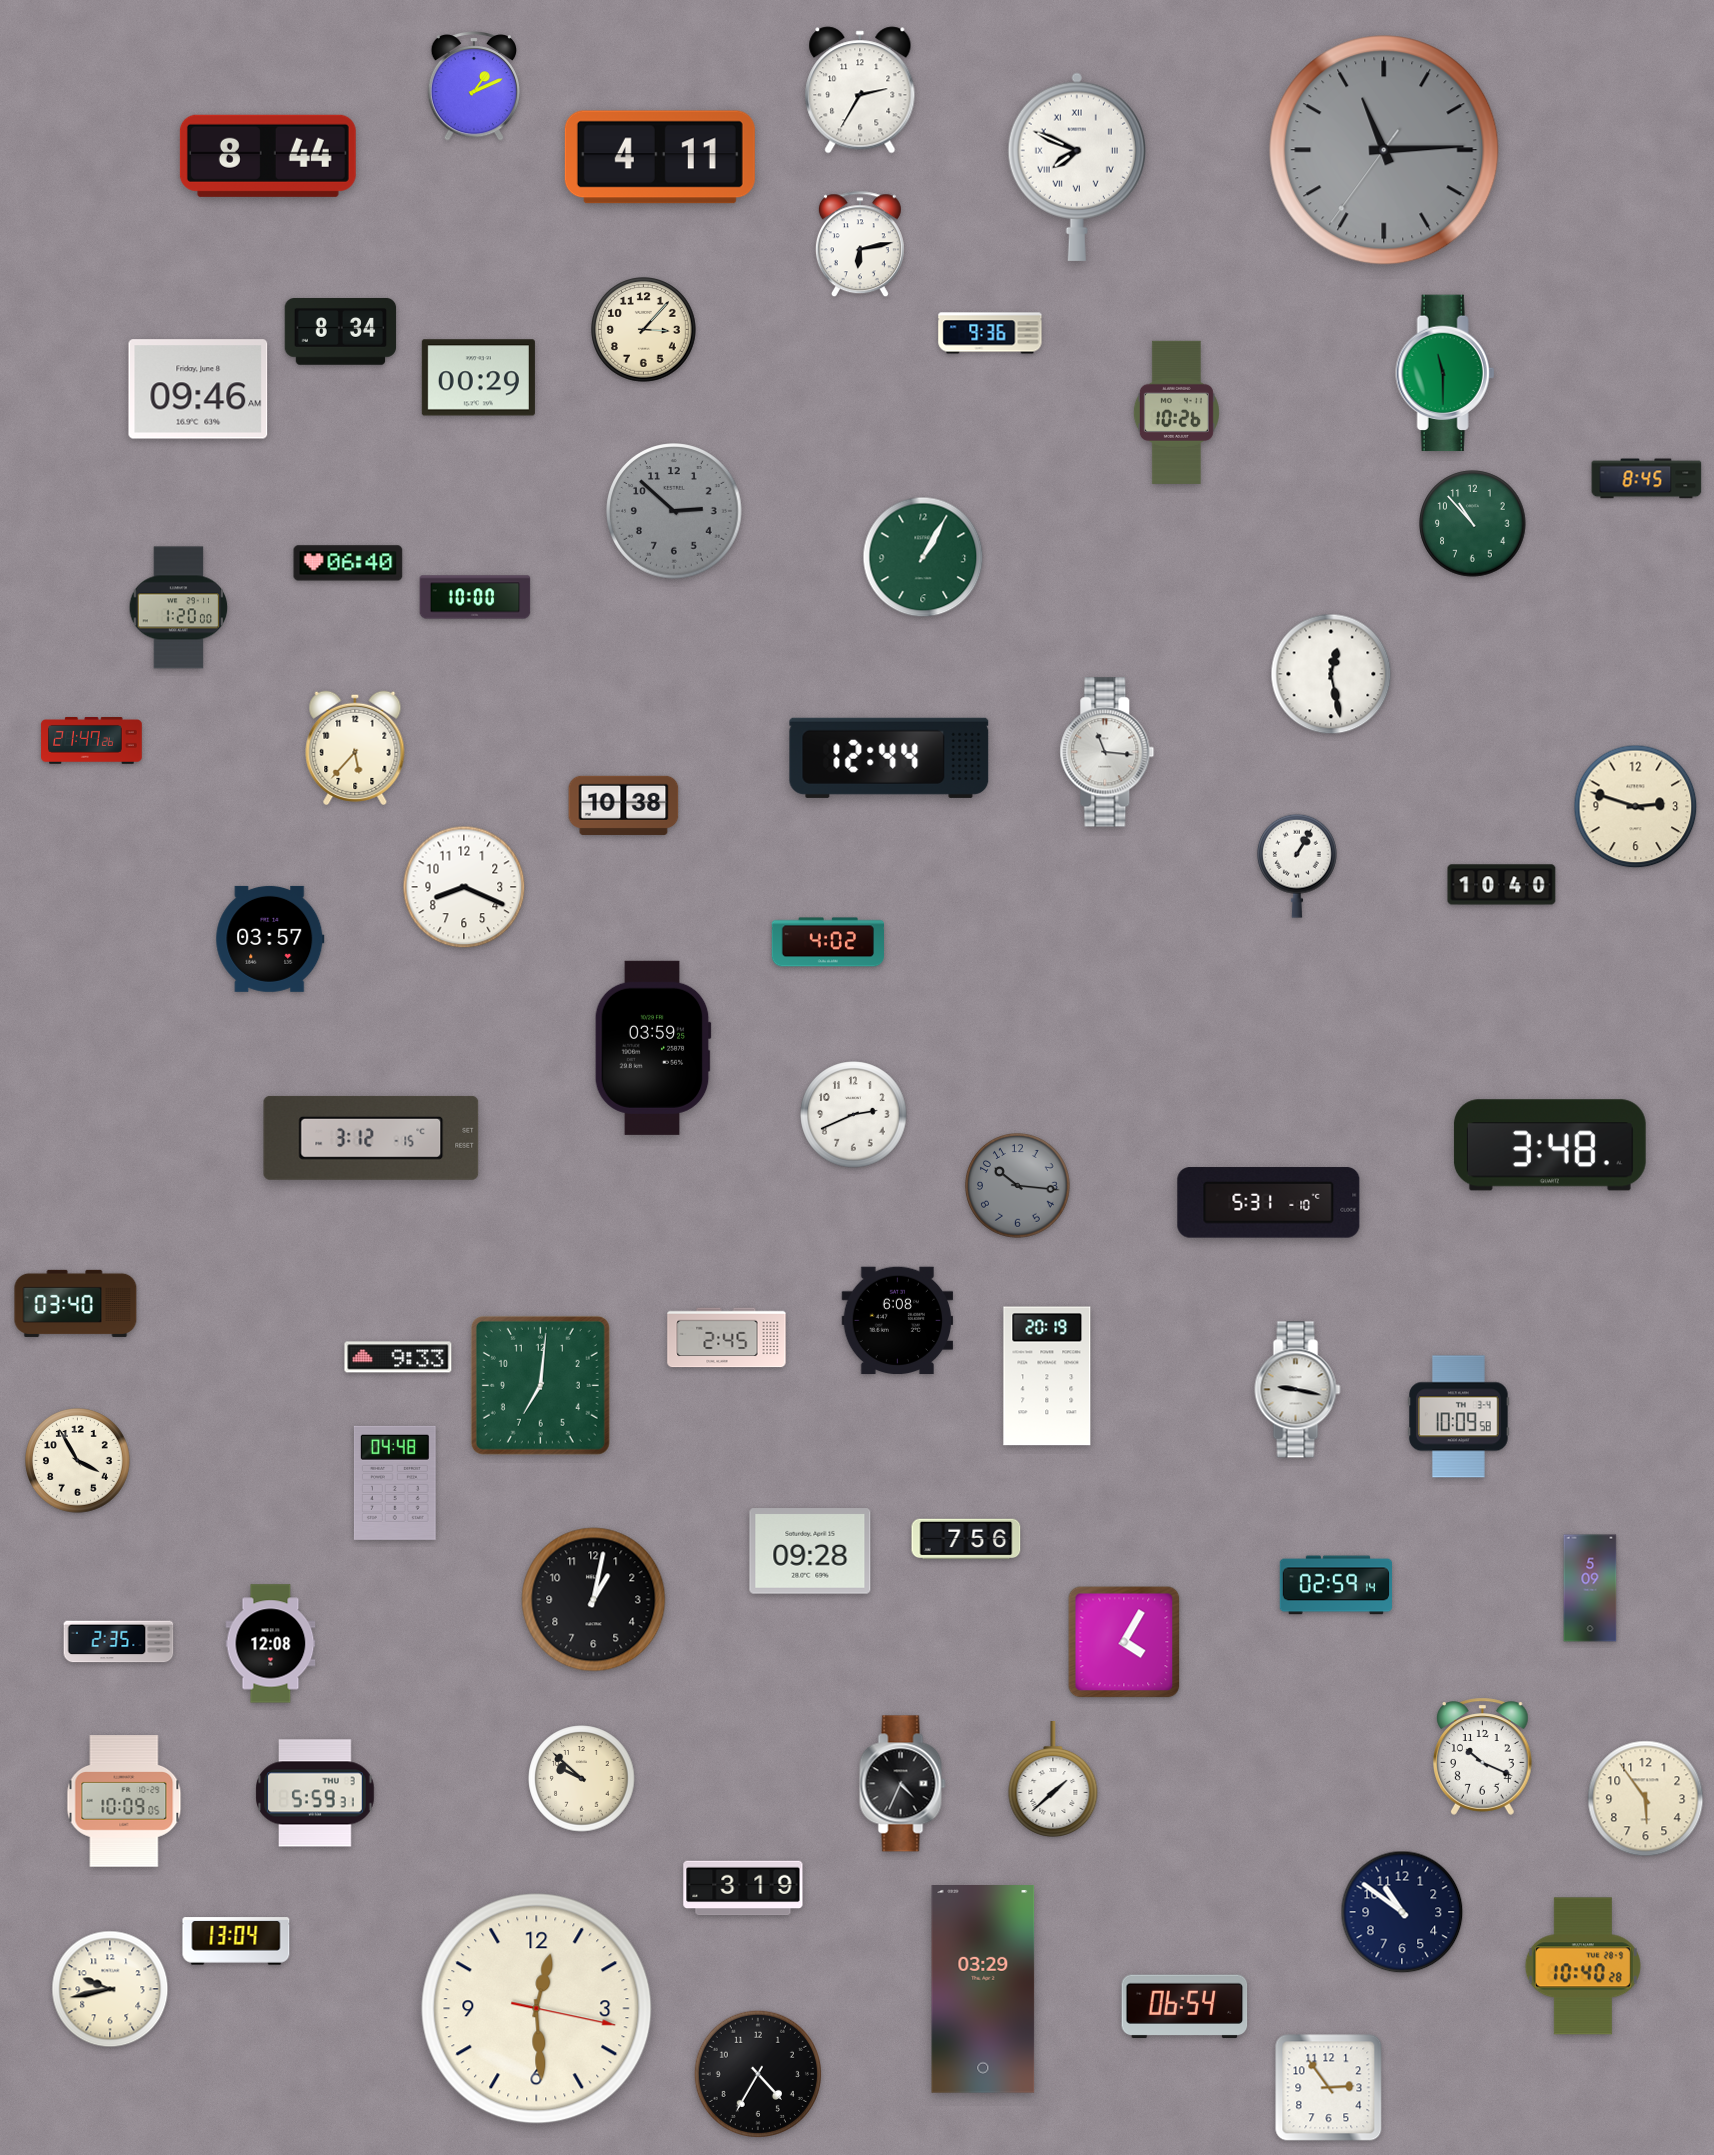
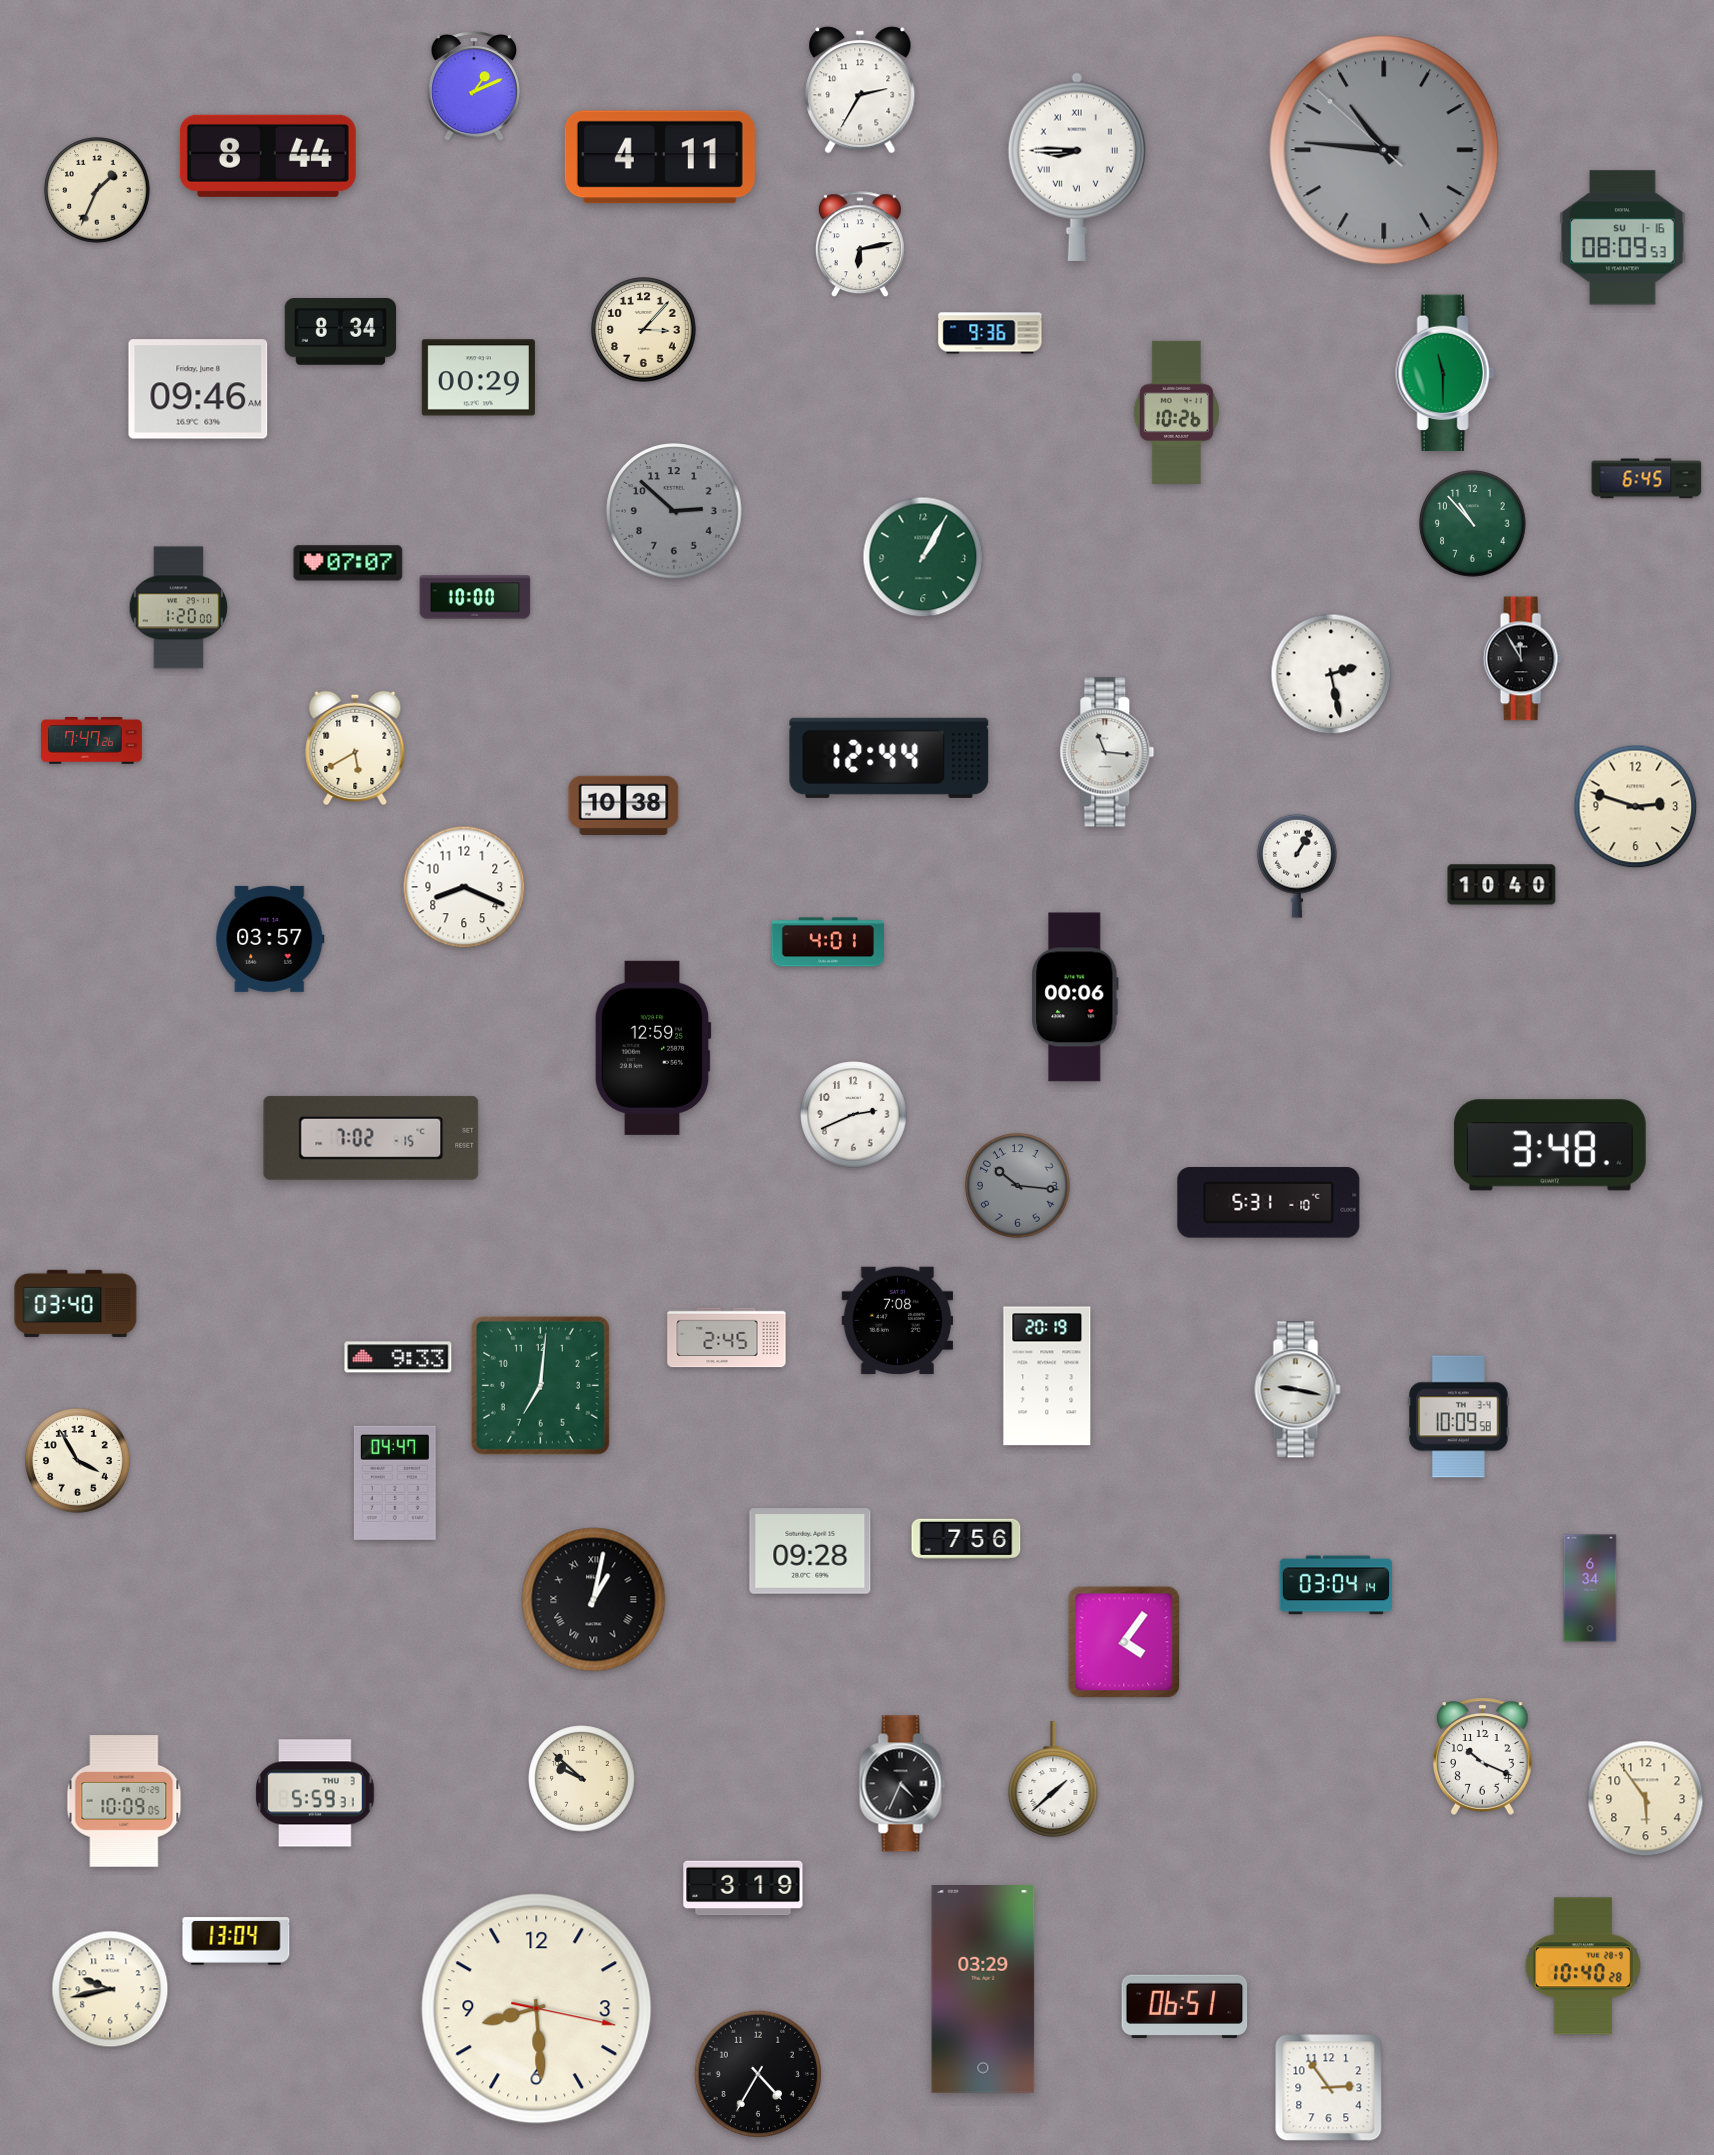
clock at (1384, 150): 11:14 -> 10:45
clock at (1077, 167): 7:49 -> 8:45
clock at (97, 190): none -> 1:34
clock at (1623, 238): none -> 08:09
clock at (1647, 479): 8:45 -> 6:45
clock at (348, 563): 06:40 -> 07:07
clock at (1522, 659): none -> 11:55
clock at (1331, 674): 12:28 -> 2:28
clock at (92, 741): 21:47 -> 7:47
clock at (355, 748): 5:37 -> 5:40
clock at (827, 942): 4:02 -> 4:01
clock at (1075, 997): none -> 00:06
clock at (653, 1048): 03:59 -> 12:59
clock at (371, 1138): 3:12 -> 7:02
clock at (898, 1321): 6:08 -> 7:08
clock at (395, 1483): 04:48 -> 04:47
clock at (1335, 1585): 02:59 -> 03:04
clock at (1590, 1588): 5:09 -> 6:34
clock at (594, 1600) numerals: Arabic -> Roman
clock at (119, 1642): 2:35 -> none
clock at (1124, 1642): 4:05 -> 4:06
clock at (271, 1644): 12:08 -> none
clock at (1402, 1912): 10:51 -> none
clock at (1185, 2007): 06:54 -> 06:51
clock at (537, 2009): 12:29 -> 8:29
